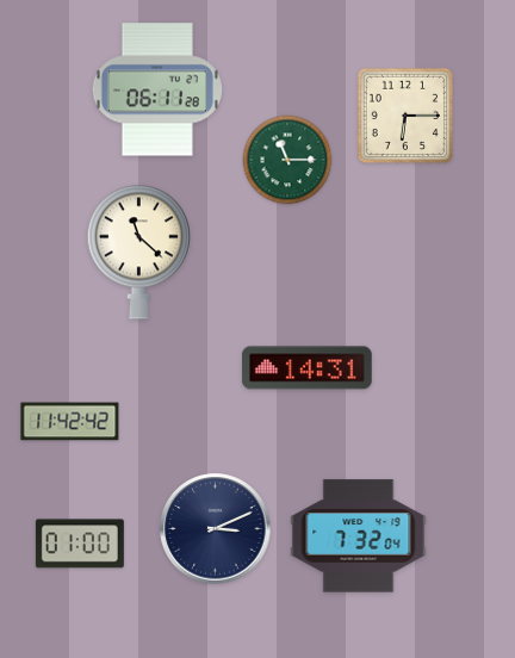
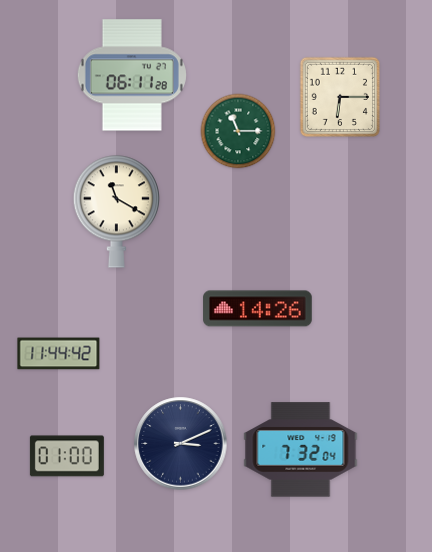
clock at (287, 160) position: (287, 160) -> (238, 131)
clock at (138, 252): 11:22 -> 11:20
clock at (308, 368): 14:31 -> 14:26
clock at (70, 422): 11:42 -> 11:44
